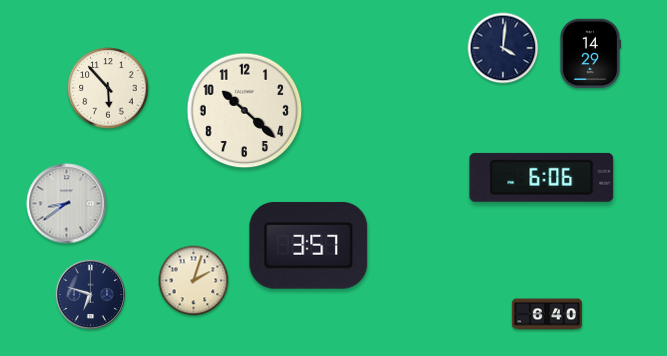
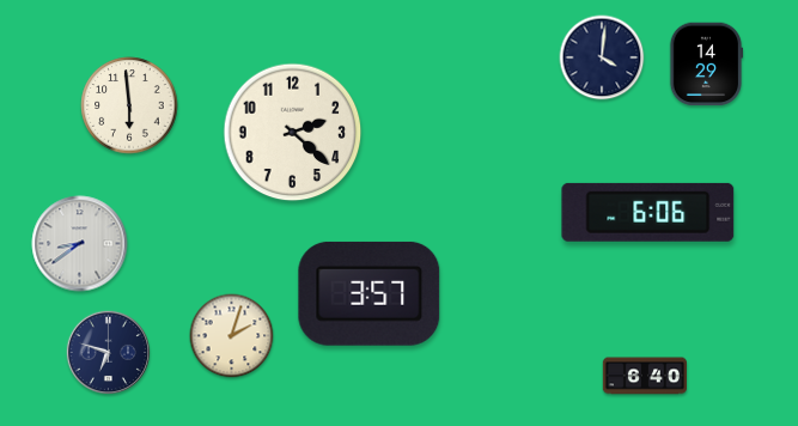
clock at (108, 88): 5:53 -> 5:59
clock at (245, 111): 10:22 -> 2:22
clock at (546, 314) position: (546, 314) -> (644, 376)
